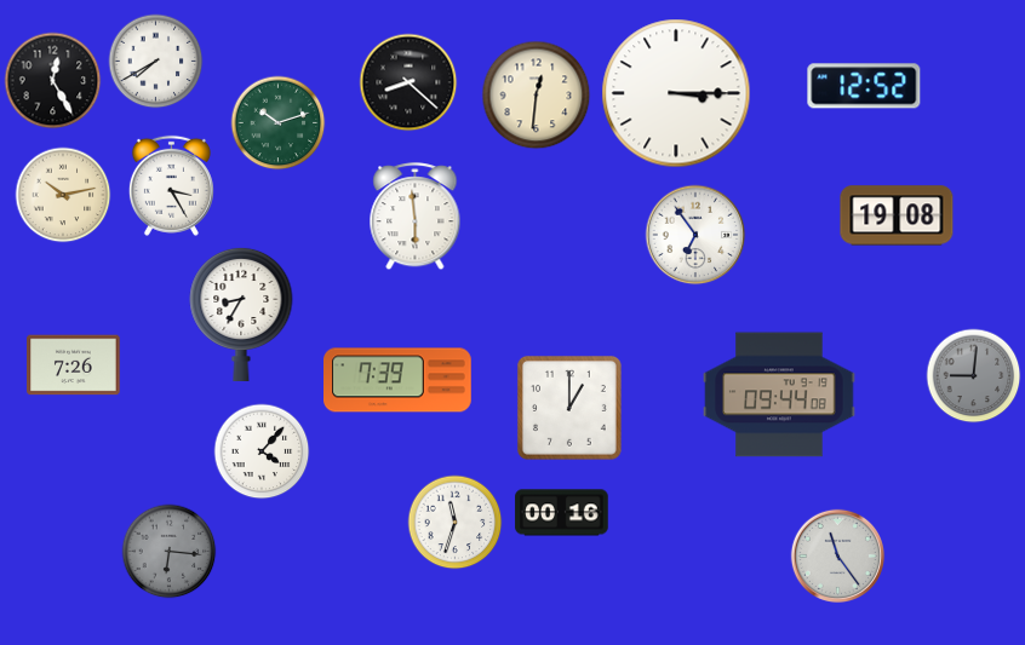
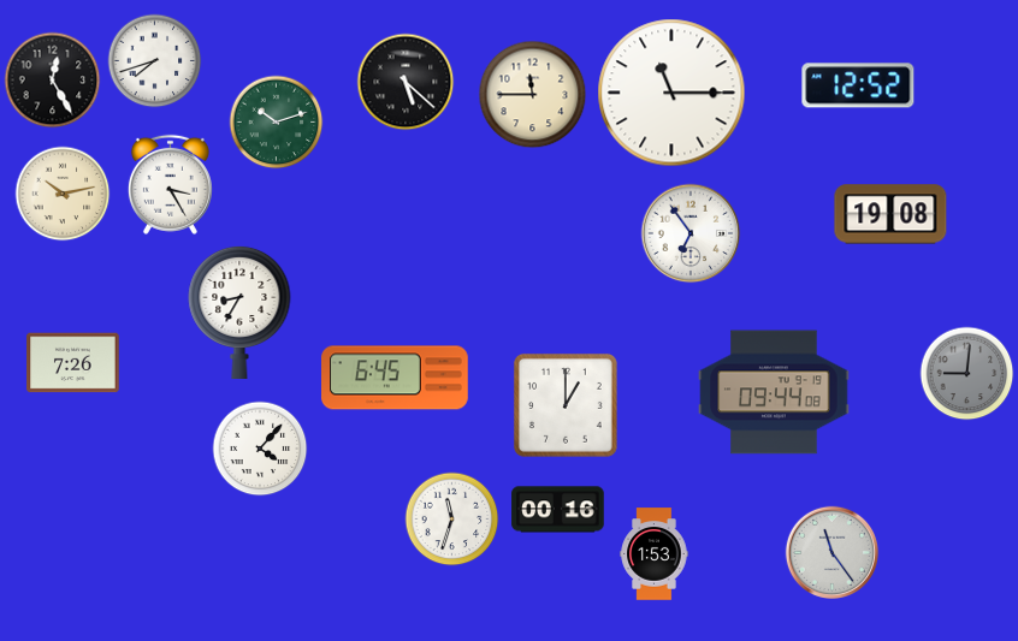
clock at (155, 61): 7:40 -> 7:42
clock at (408, 82): 8:22 -> 5:22
clock at (676, 93): 3:15 -> 11:15
clock at (536, 94): 12:31 -> 11:45
clock at (416, 217): 5:59 -> none
clock at (399, 380): 7:39 -> 6:45
clock at (168, 551): 6:16 -> none
clock at (655, 554): none -> 1:53
